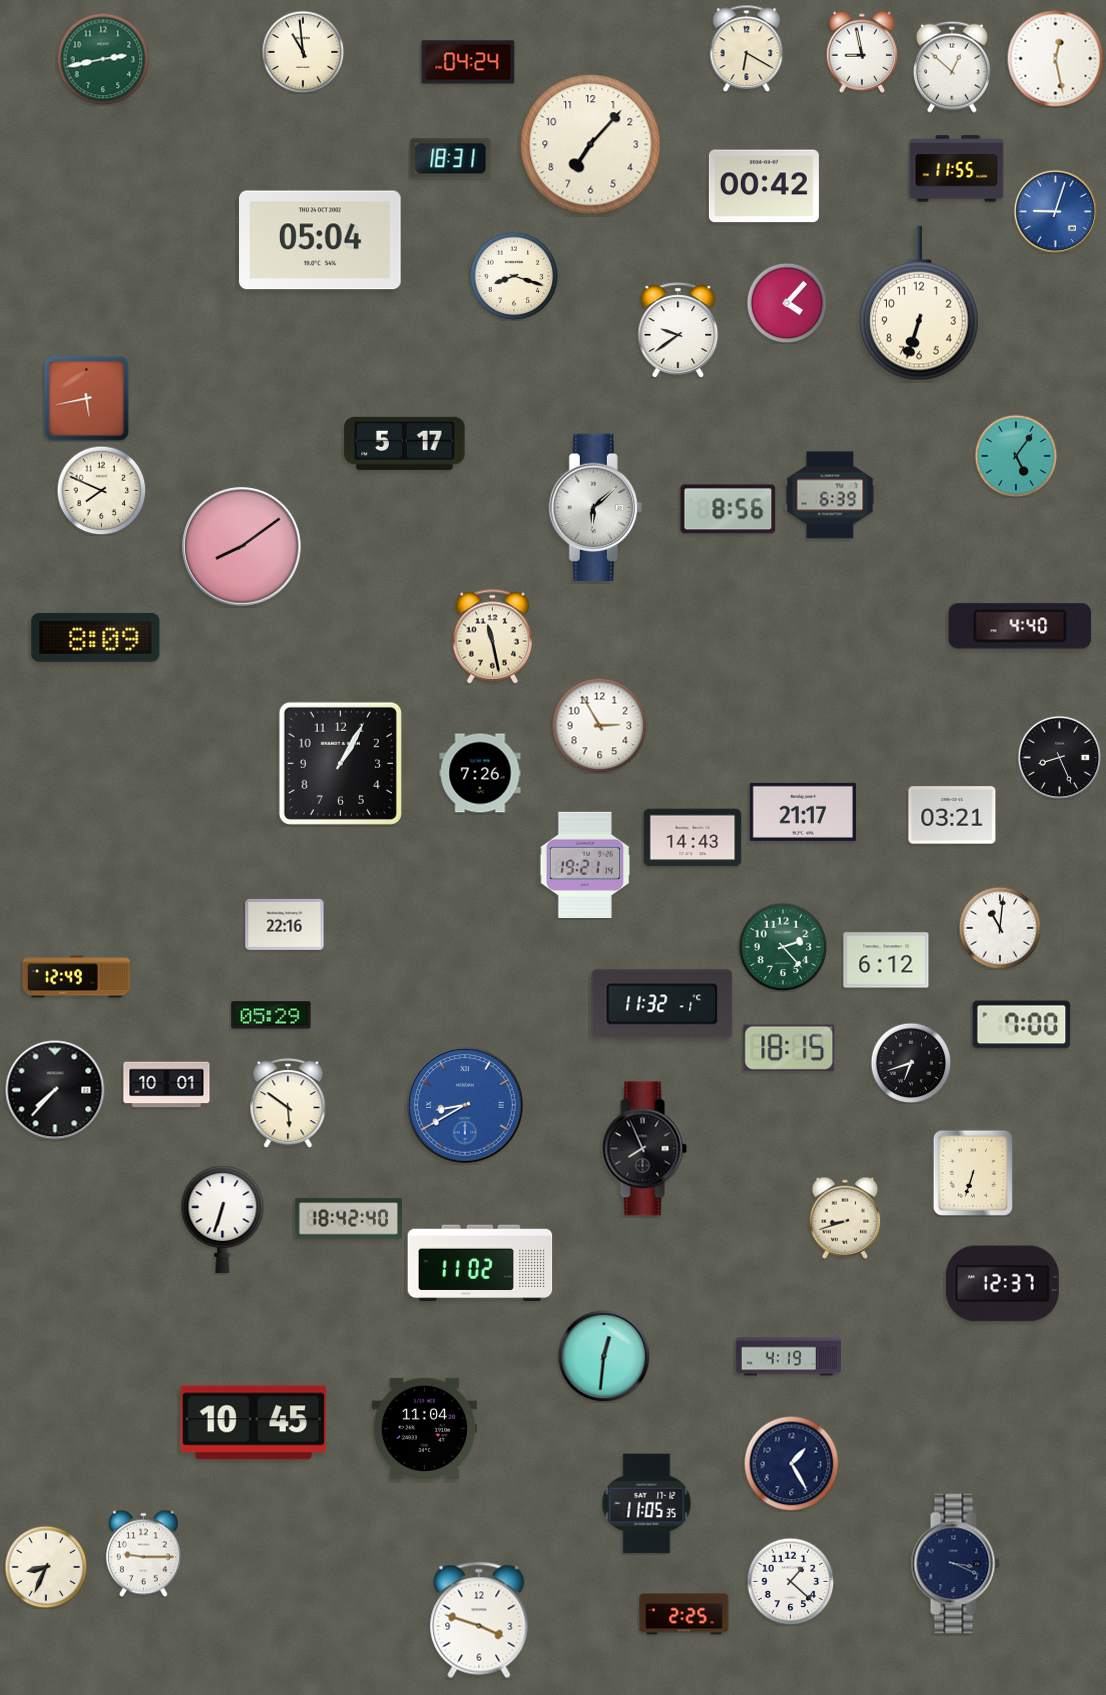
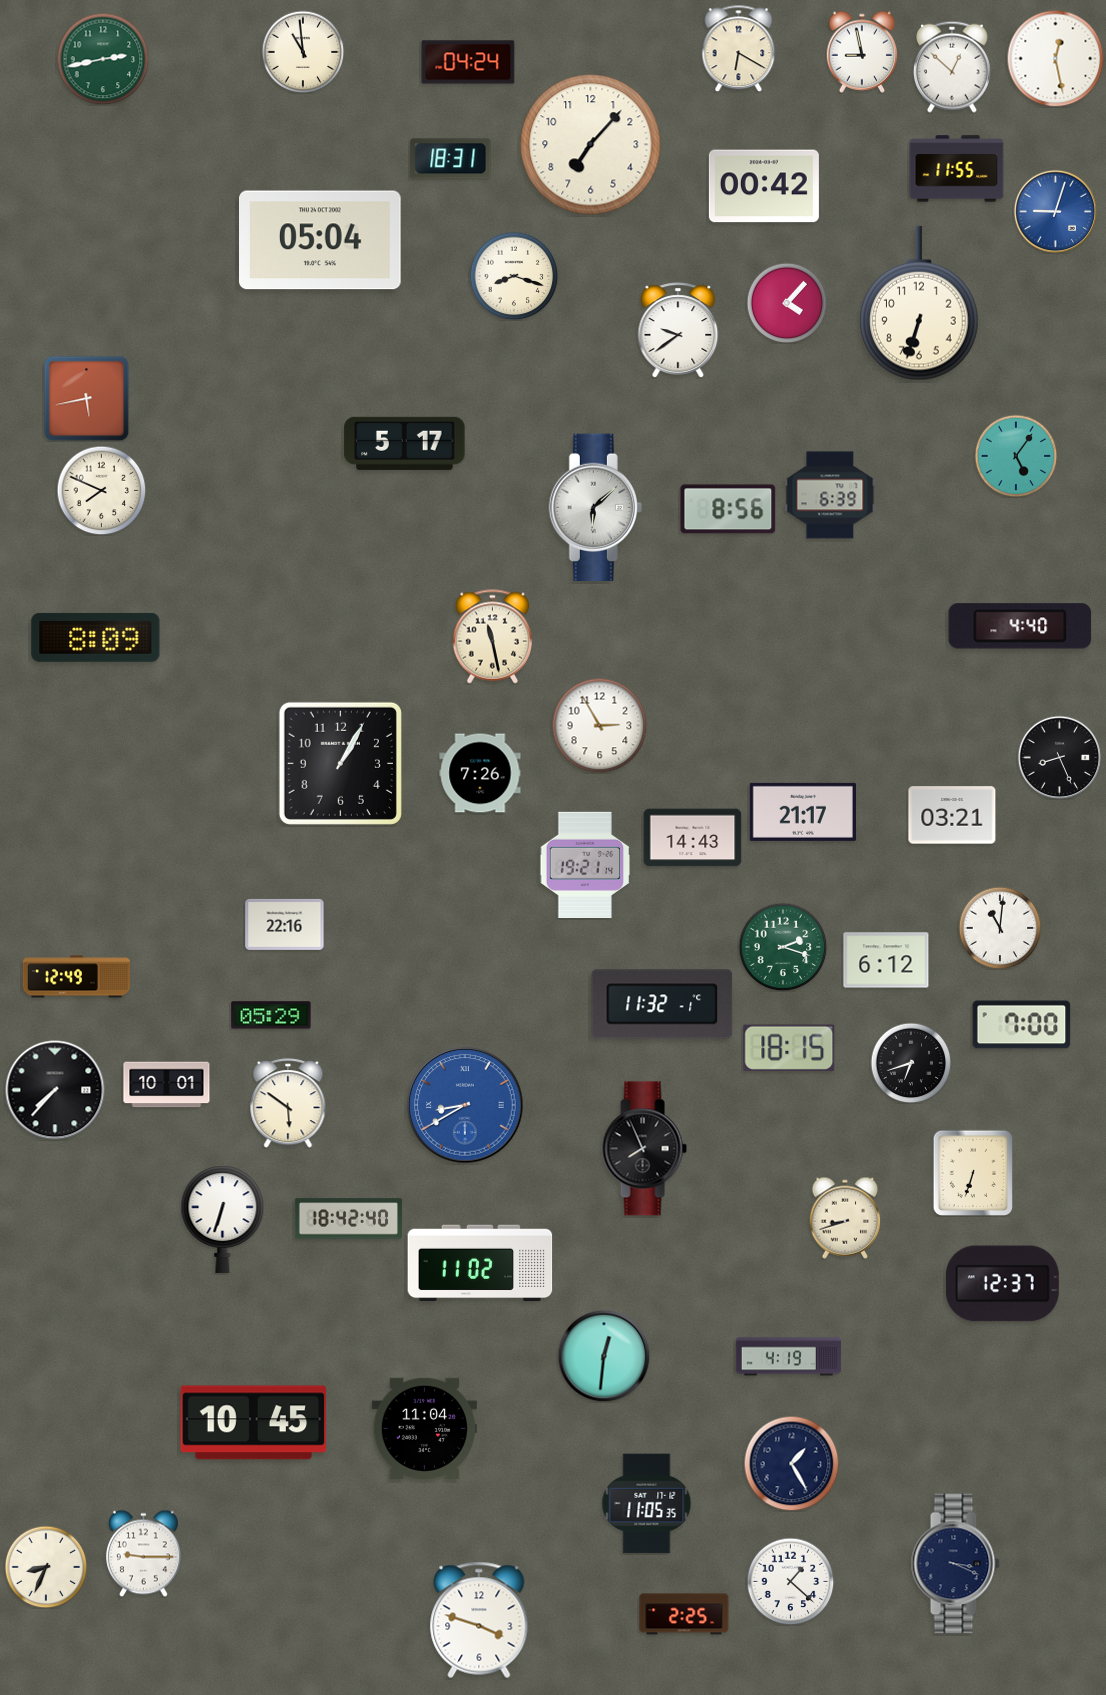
clock at (747, 48) position: (747, 48) -> (739, 48)
clock at (242, 547): 8:09 -> none
clock at (783, 947): 2:23 -> 2:18
